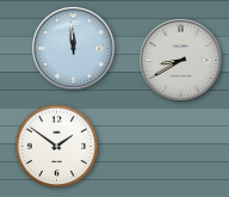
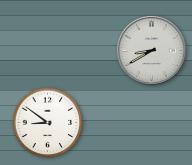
clock at (74, 49): 11:59 -> none
clock at (57, 147): 1:51 -> 8:51
